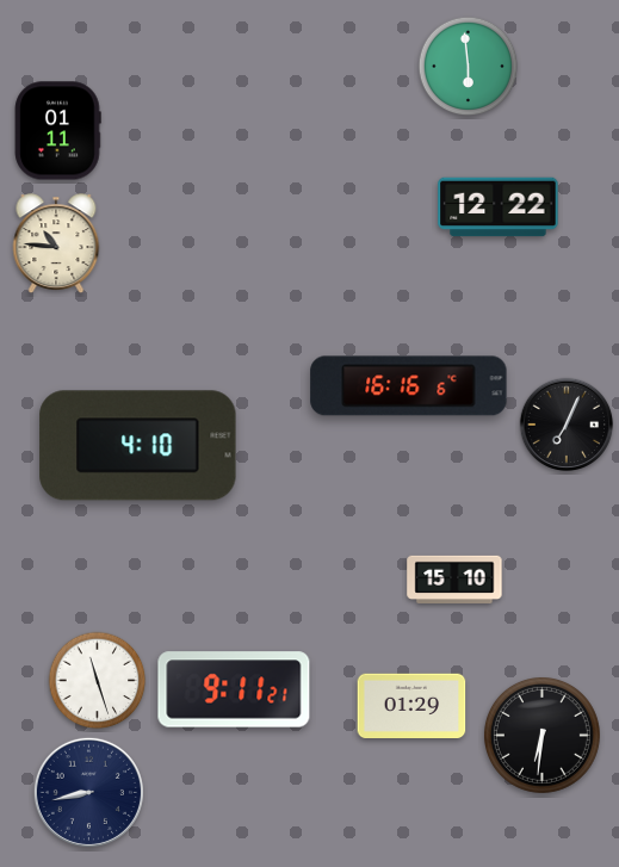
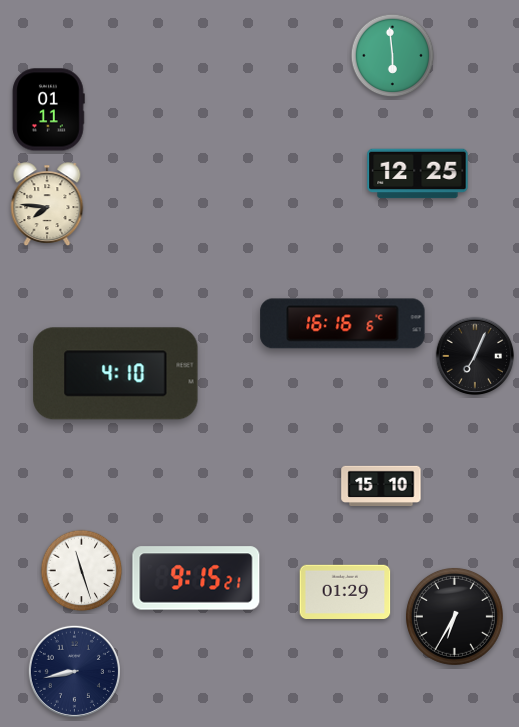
clock at (499, 208): 12:22 -> 12:25
clock at (56, 244): 10:46 -> 7:46
clock at (234, 689): 9:11 -> 9:15
clock at (541, 735): 6:31 -> 6:35
clock at (88, 792) position: (88, 792) -> (74, 671)
